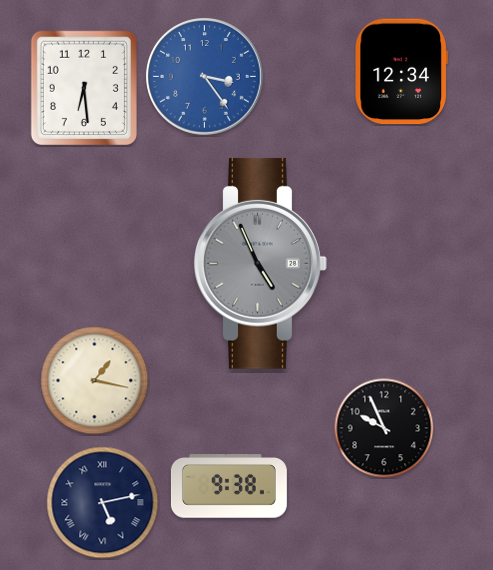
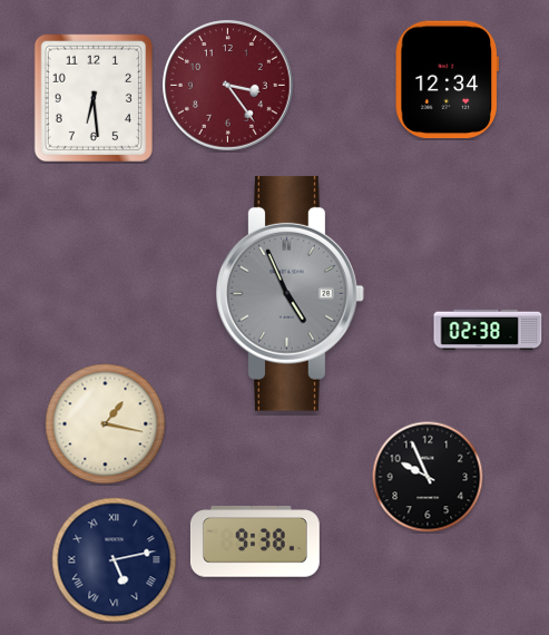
clock at (205, 77) dial: blue -> burgundy
clock at (488, 329): none -> 02:38
